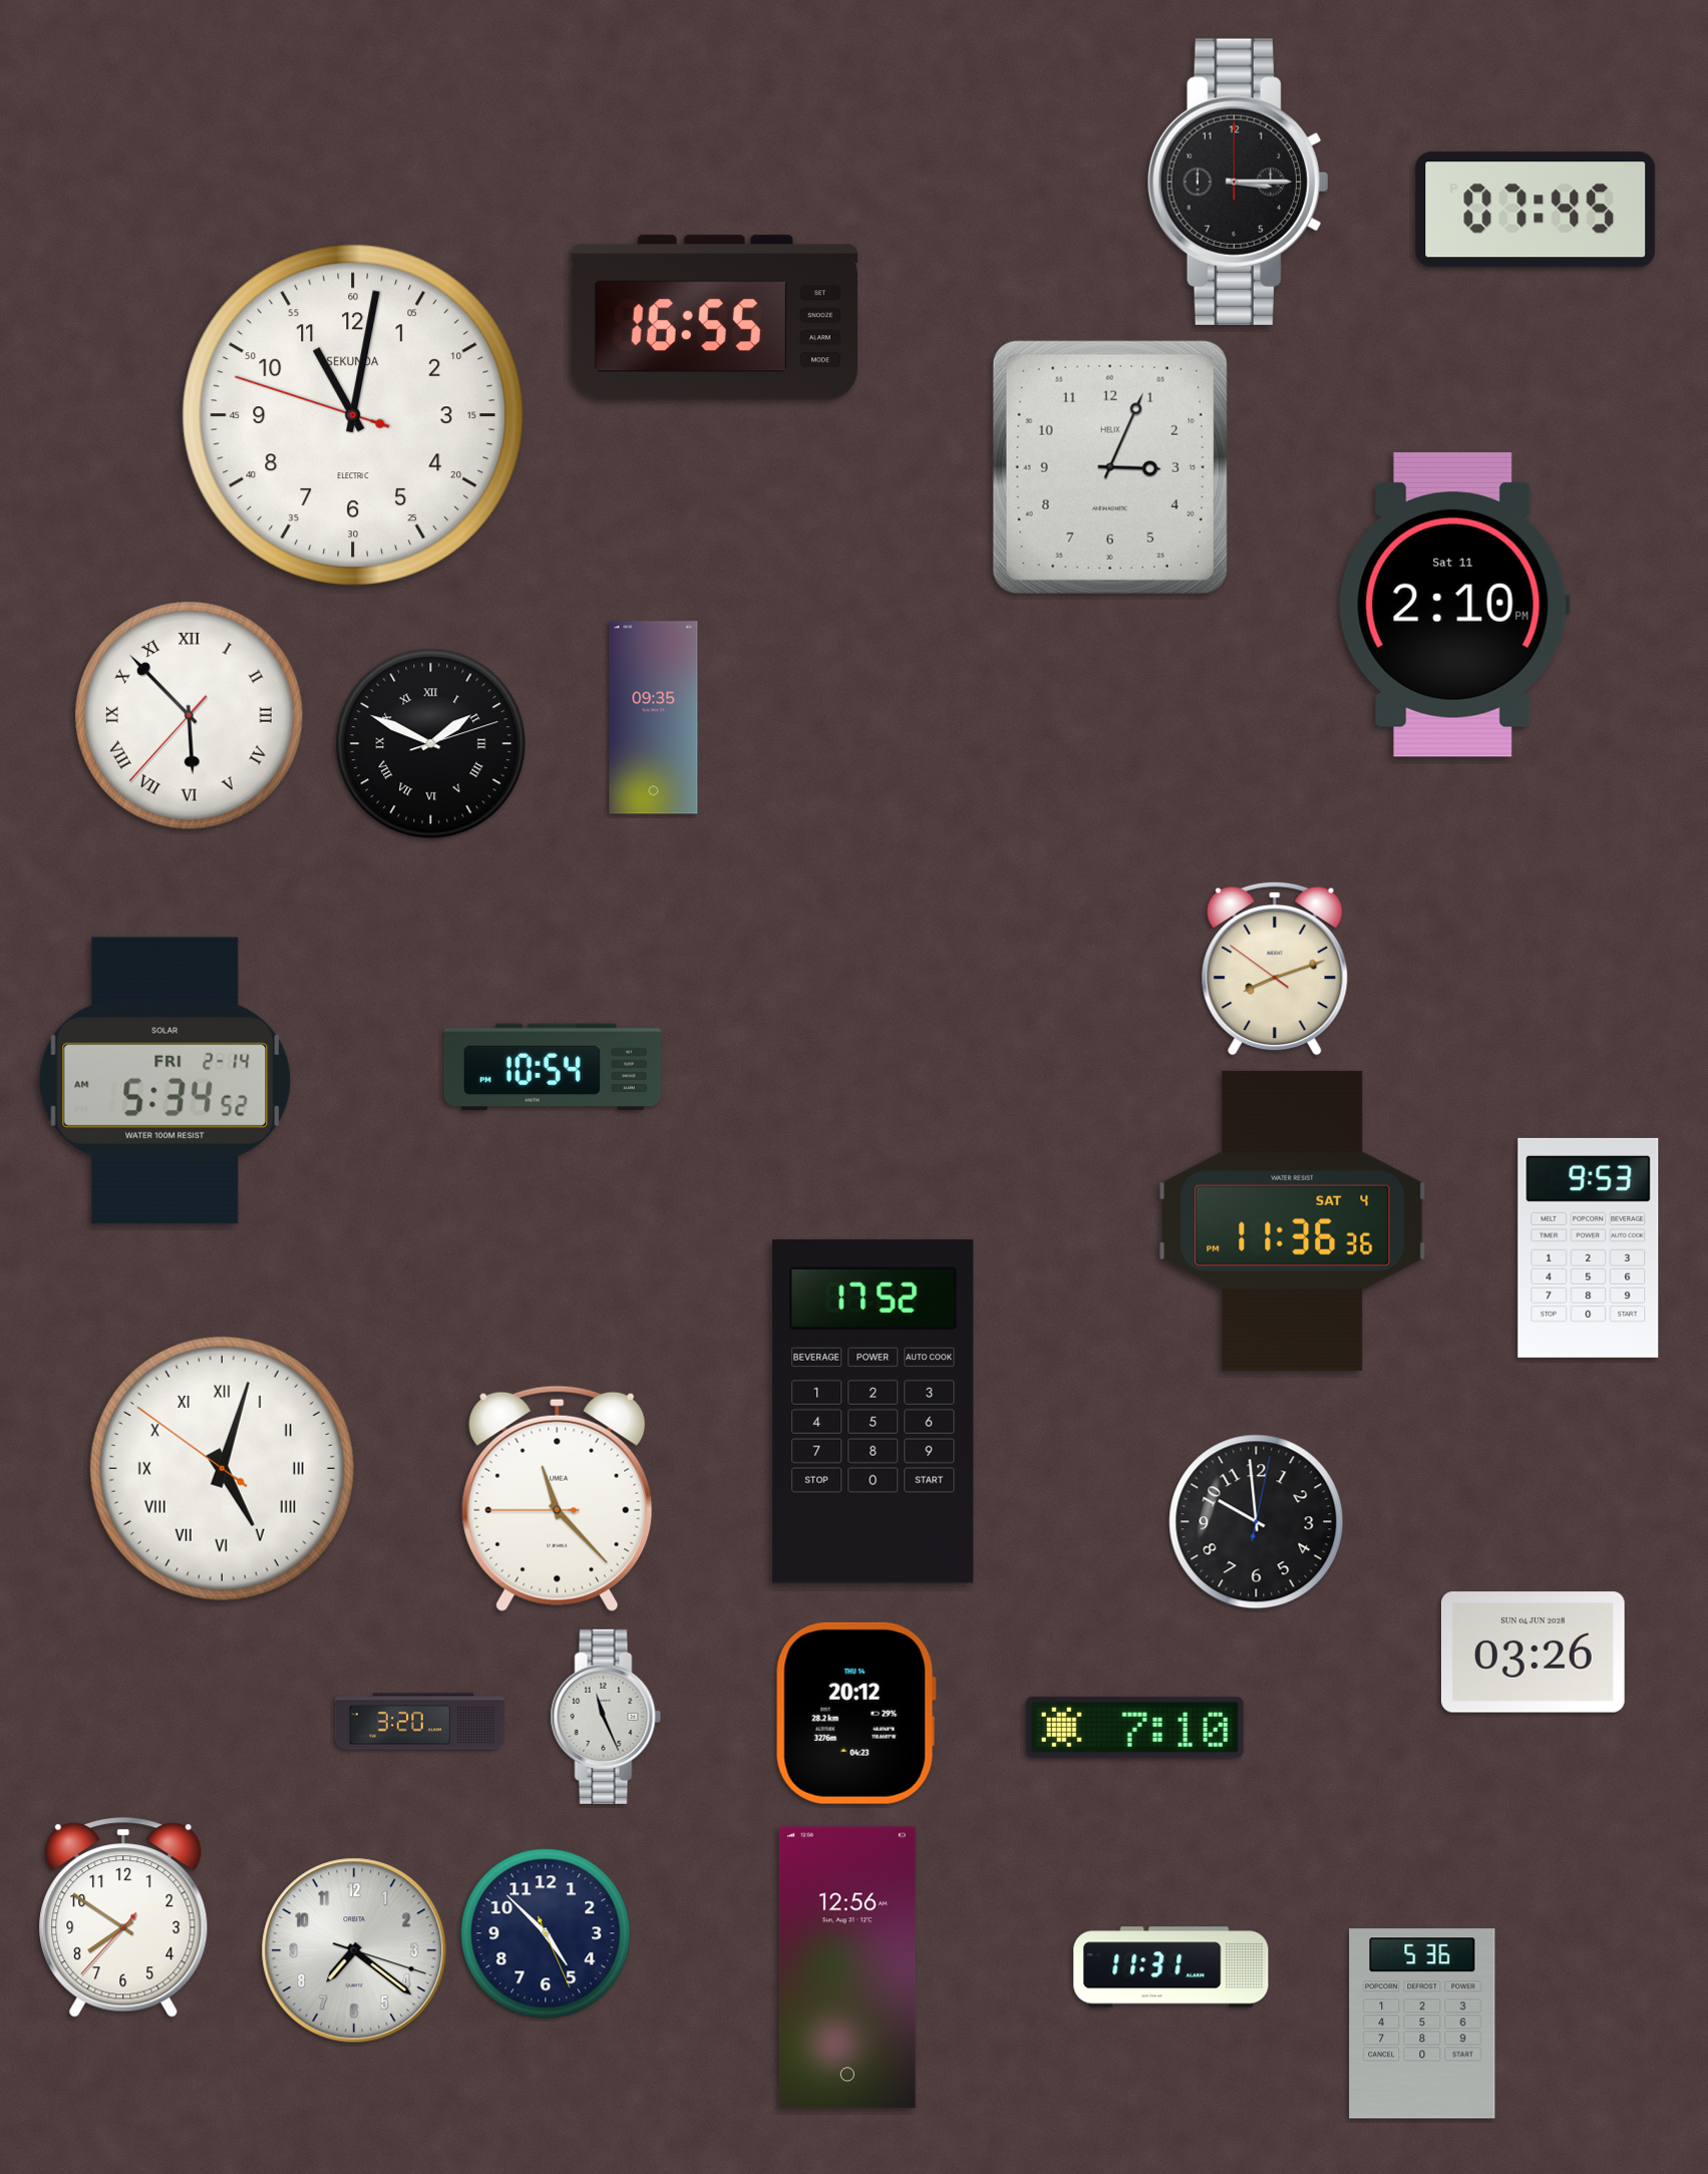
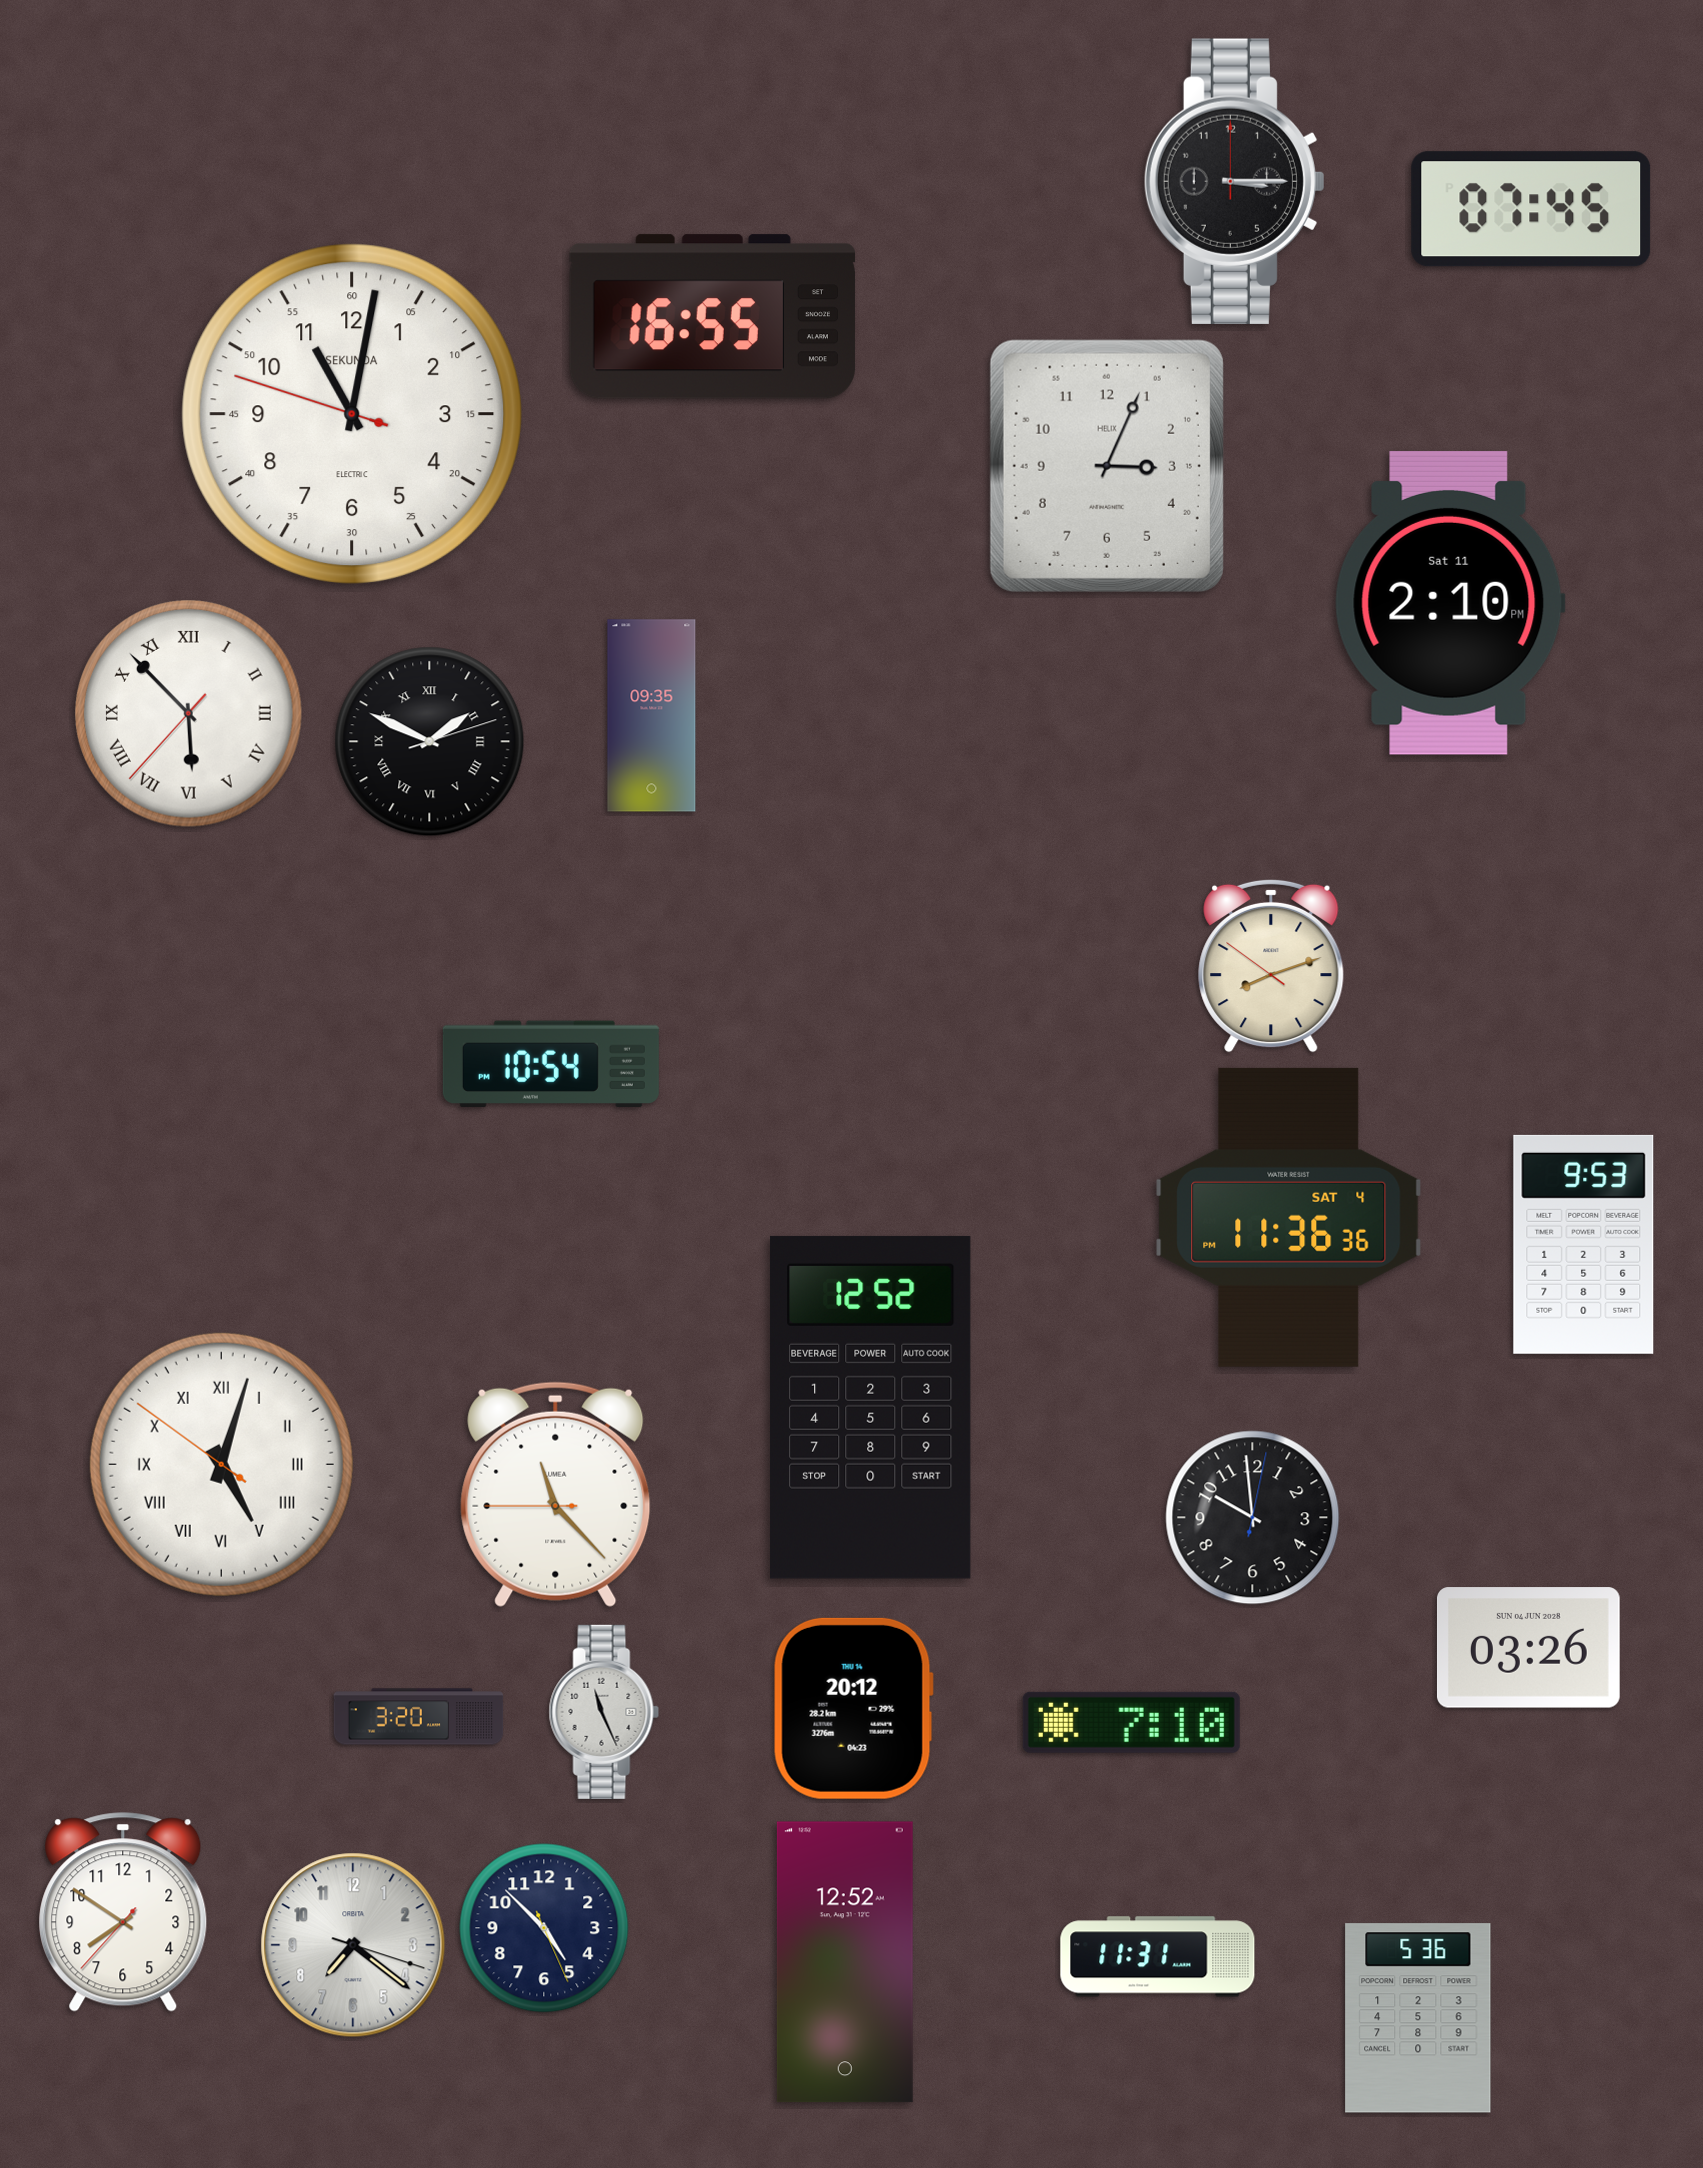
clock at (165, 1080): 5:34 -> none
clock at (874, 1411): 17:52 -> 12:52
clock at (847, 1967): 12:56 -> 12:52
clock at (1171, 1967) position: (1171, 1967) -> (1158, 1957)
